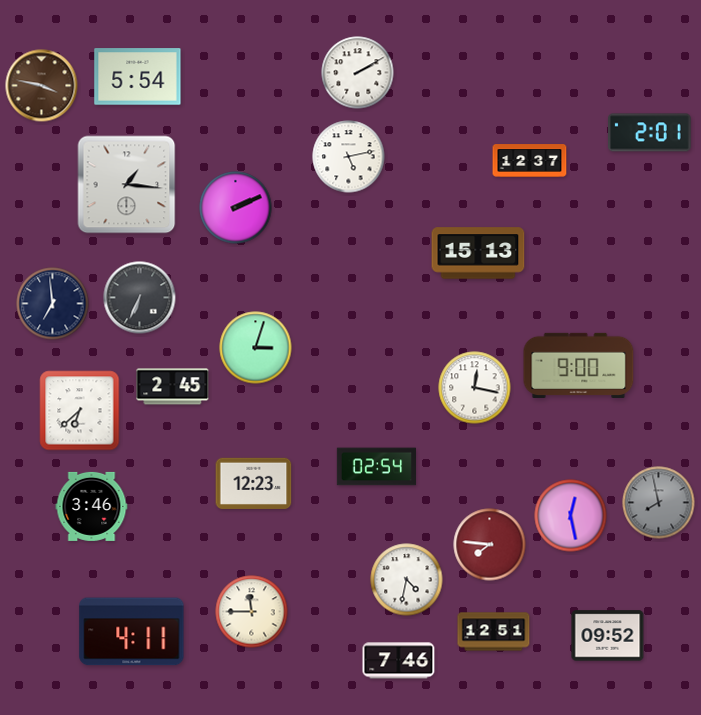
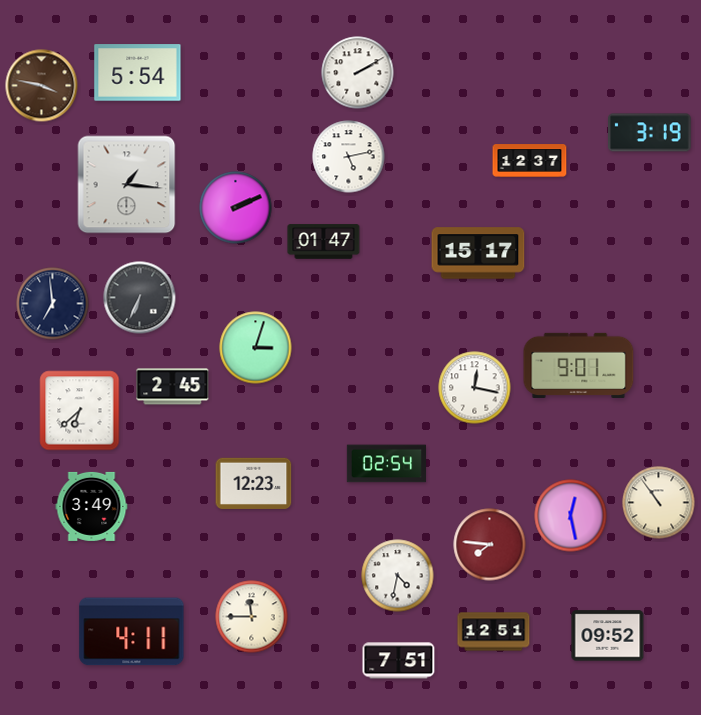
clock at (138, 77) position: (138, 77) -> (138, 73)
clock at (650, 133): 2:01 -> 3:19
clock at (324, 242): none -> 01:47
clock at (478, 253): 15:13 -> 15:17
clock at (579, 365): 9:00 -> 9:01
clock at (376, 467) position: (376, 467) -> (386, 464)
clock at (659, 503): 7:58 -> 10:54
clock at (659, 503) dial: grey -> cream
clock at (92, 506): 3:46 -> 3:49
clock at (407, 580) position: (407, 580) -> (398, 576)
clock at (252, 612) position: (252, 612) -> (252, 617)
clock at (399, 661): 7:46 -> 7:51
